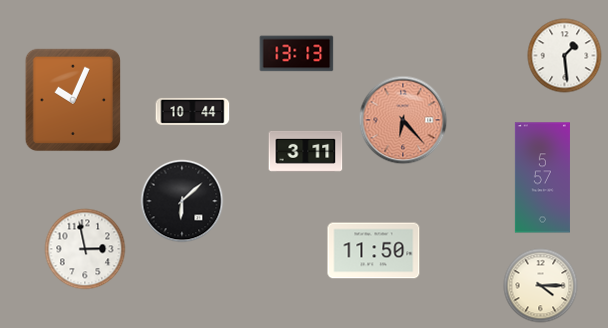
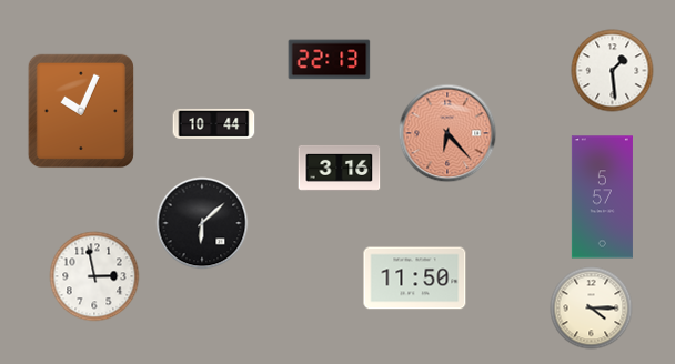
clock at (297, 54): 13:13 -> 22:13
clock at (565, 56) position: (565, 56) -> (613, 71)
clock at (306, 151): 3:11 -> 3:16
clock at (541, 286) position: (541, 286) -> (592, 309)
